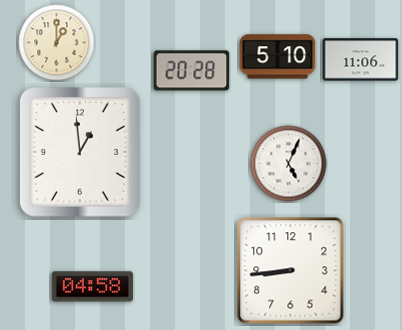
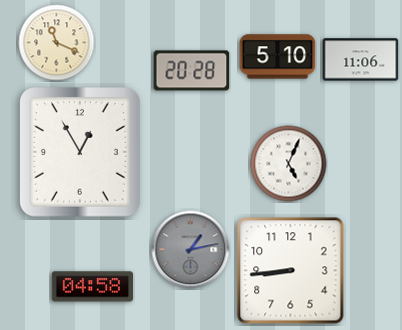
clock at (57, 43): 1:00 -> 11:19
clock at (81, 153): 12:59 -> 12:55
clock at (191, 250): none -> 1:13
